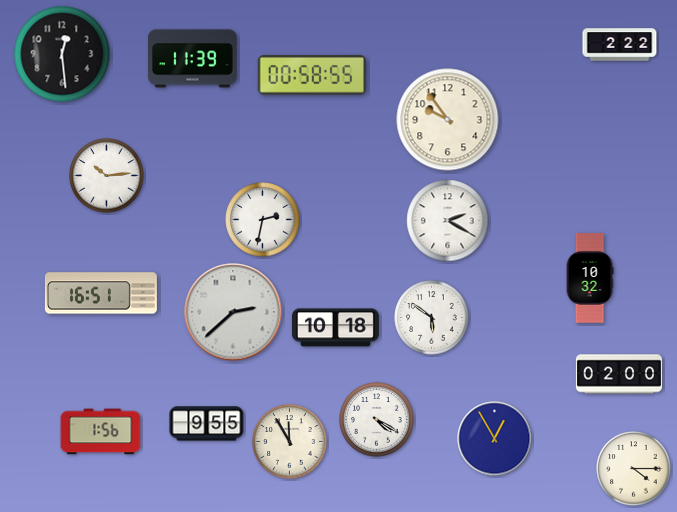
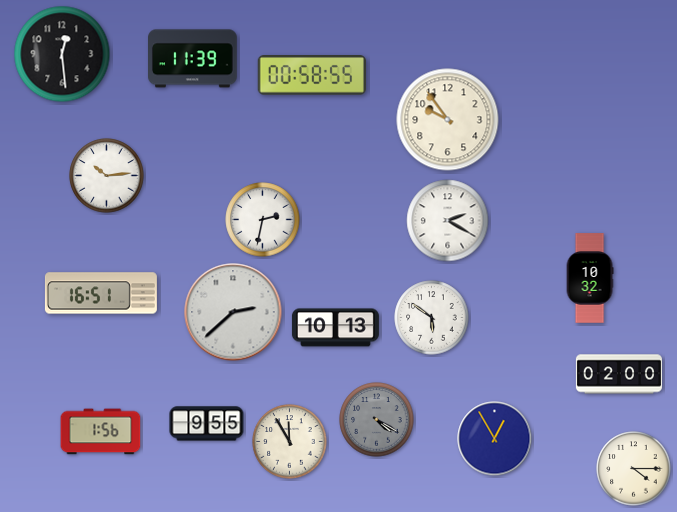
clock at (620, 45): 2:22 -> none
clock at (335, 328): 10:18 -> 10:13
clock at (377, 420) dial: white -> grey
